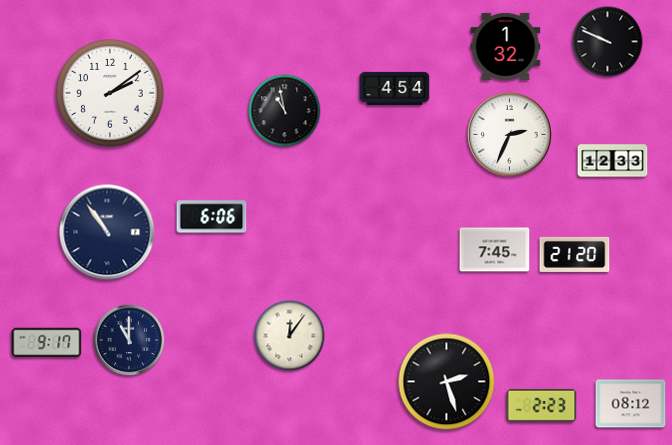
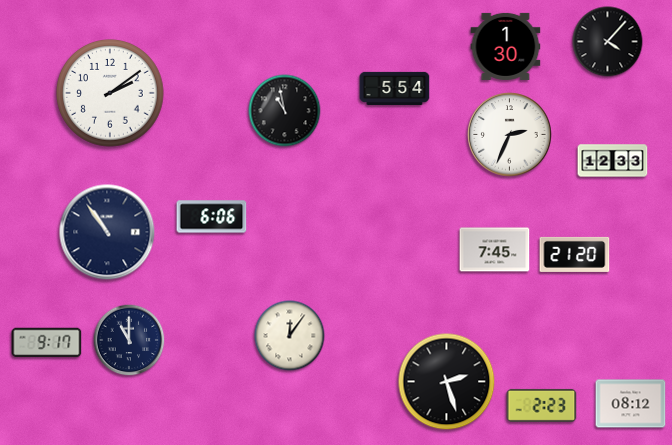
clock at (608, 42): 9:49 -> 4:07
clock at (506, 46): 1:32 -> 1:30
clock at (395, 88): 4:54 -> 5:54
